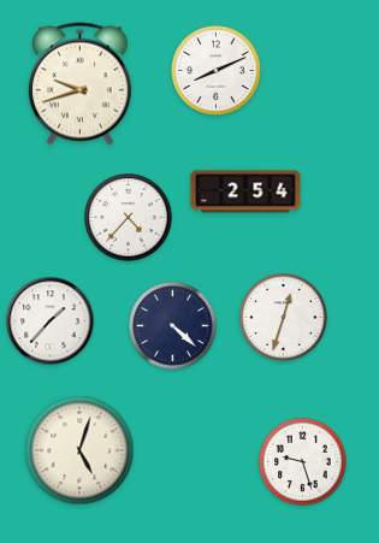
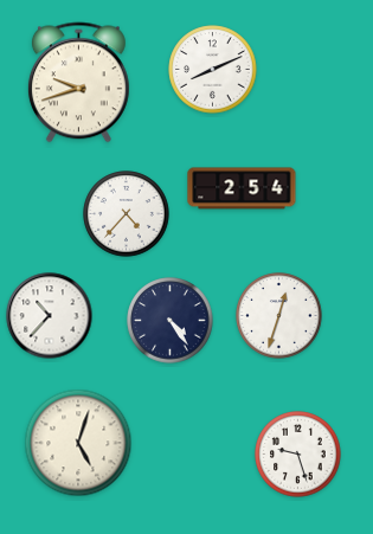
clock at (284, 318) position: (284, 318) -> (279, 316)
clock at (51, 321): 1:37 -> 10:37
clock at (173, 326): 4:22 -> 4:24
